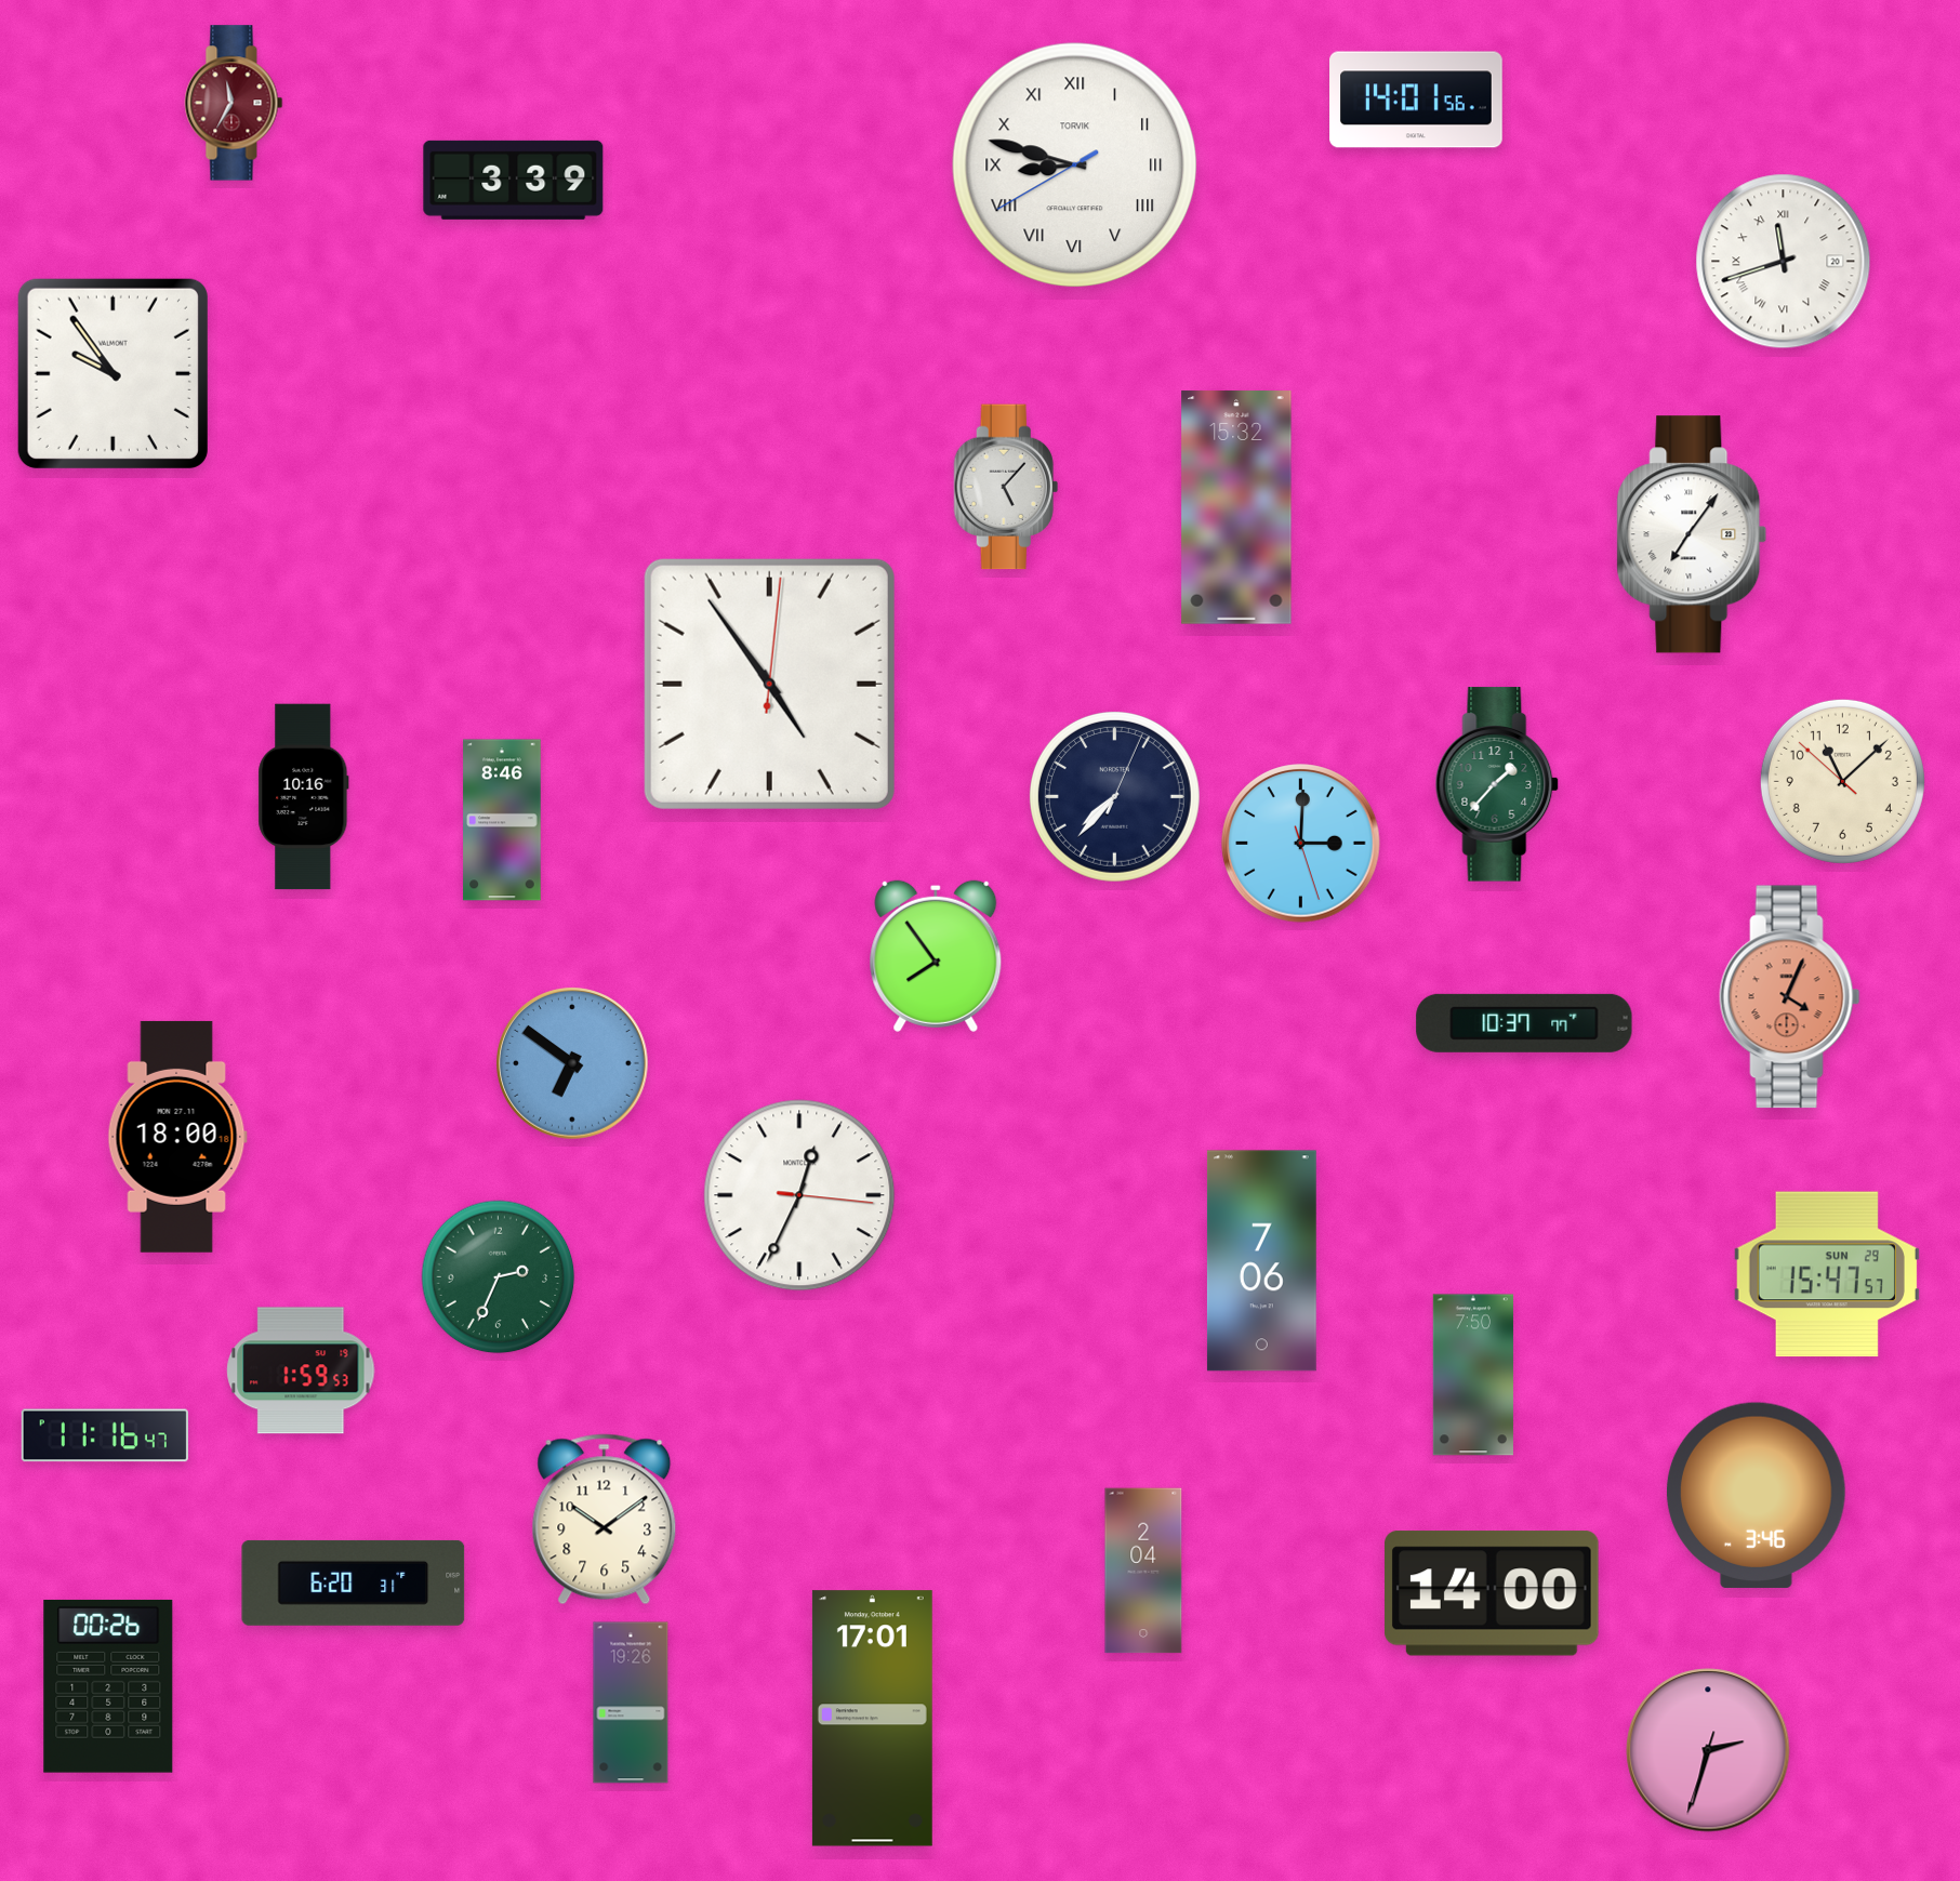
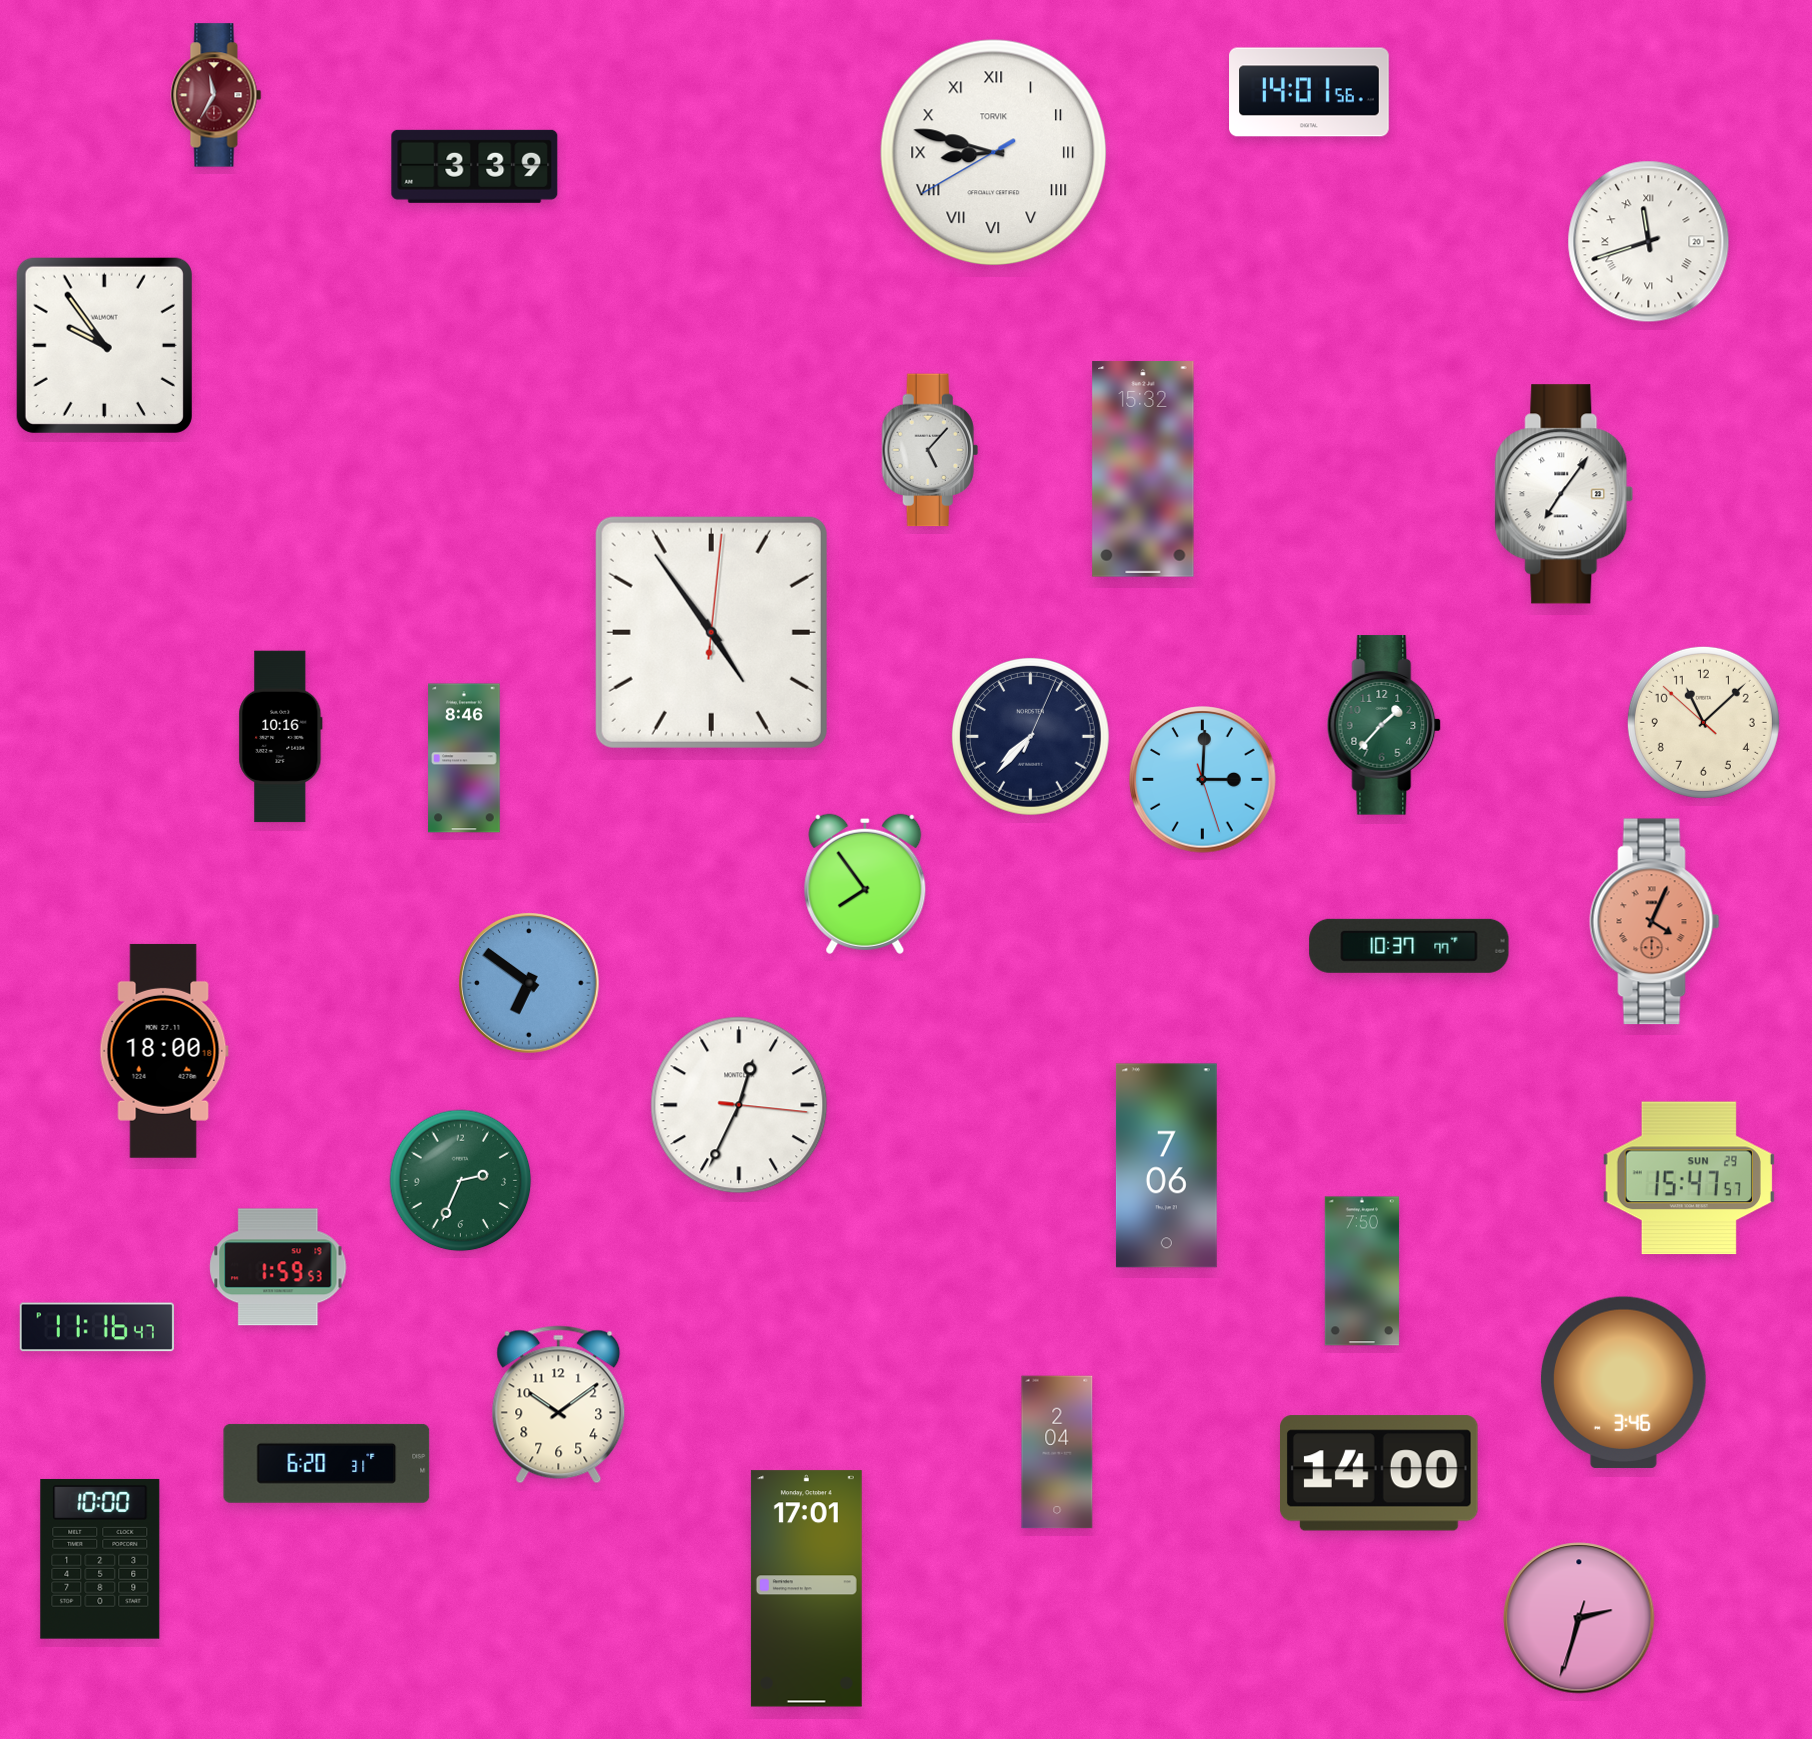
clock at (108, 1686): 00:26 -> 10:00
clock at (631, 1703): 19:26 -> none
